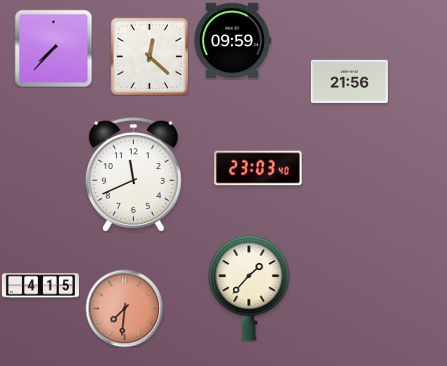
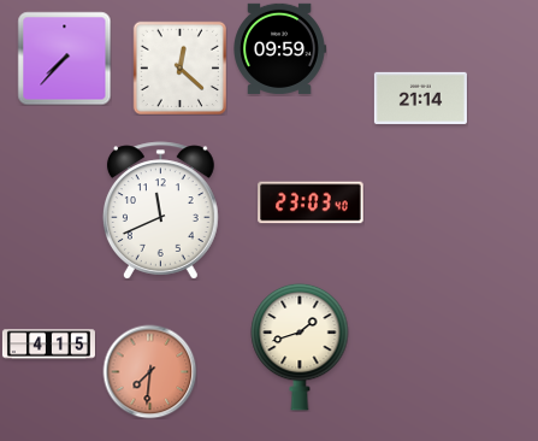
clock at (349, 81): 21:56 -> 21:14
clock at (249, 288): 1:37 -> 1:42
